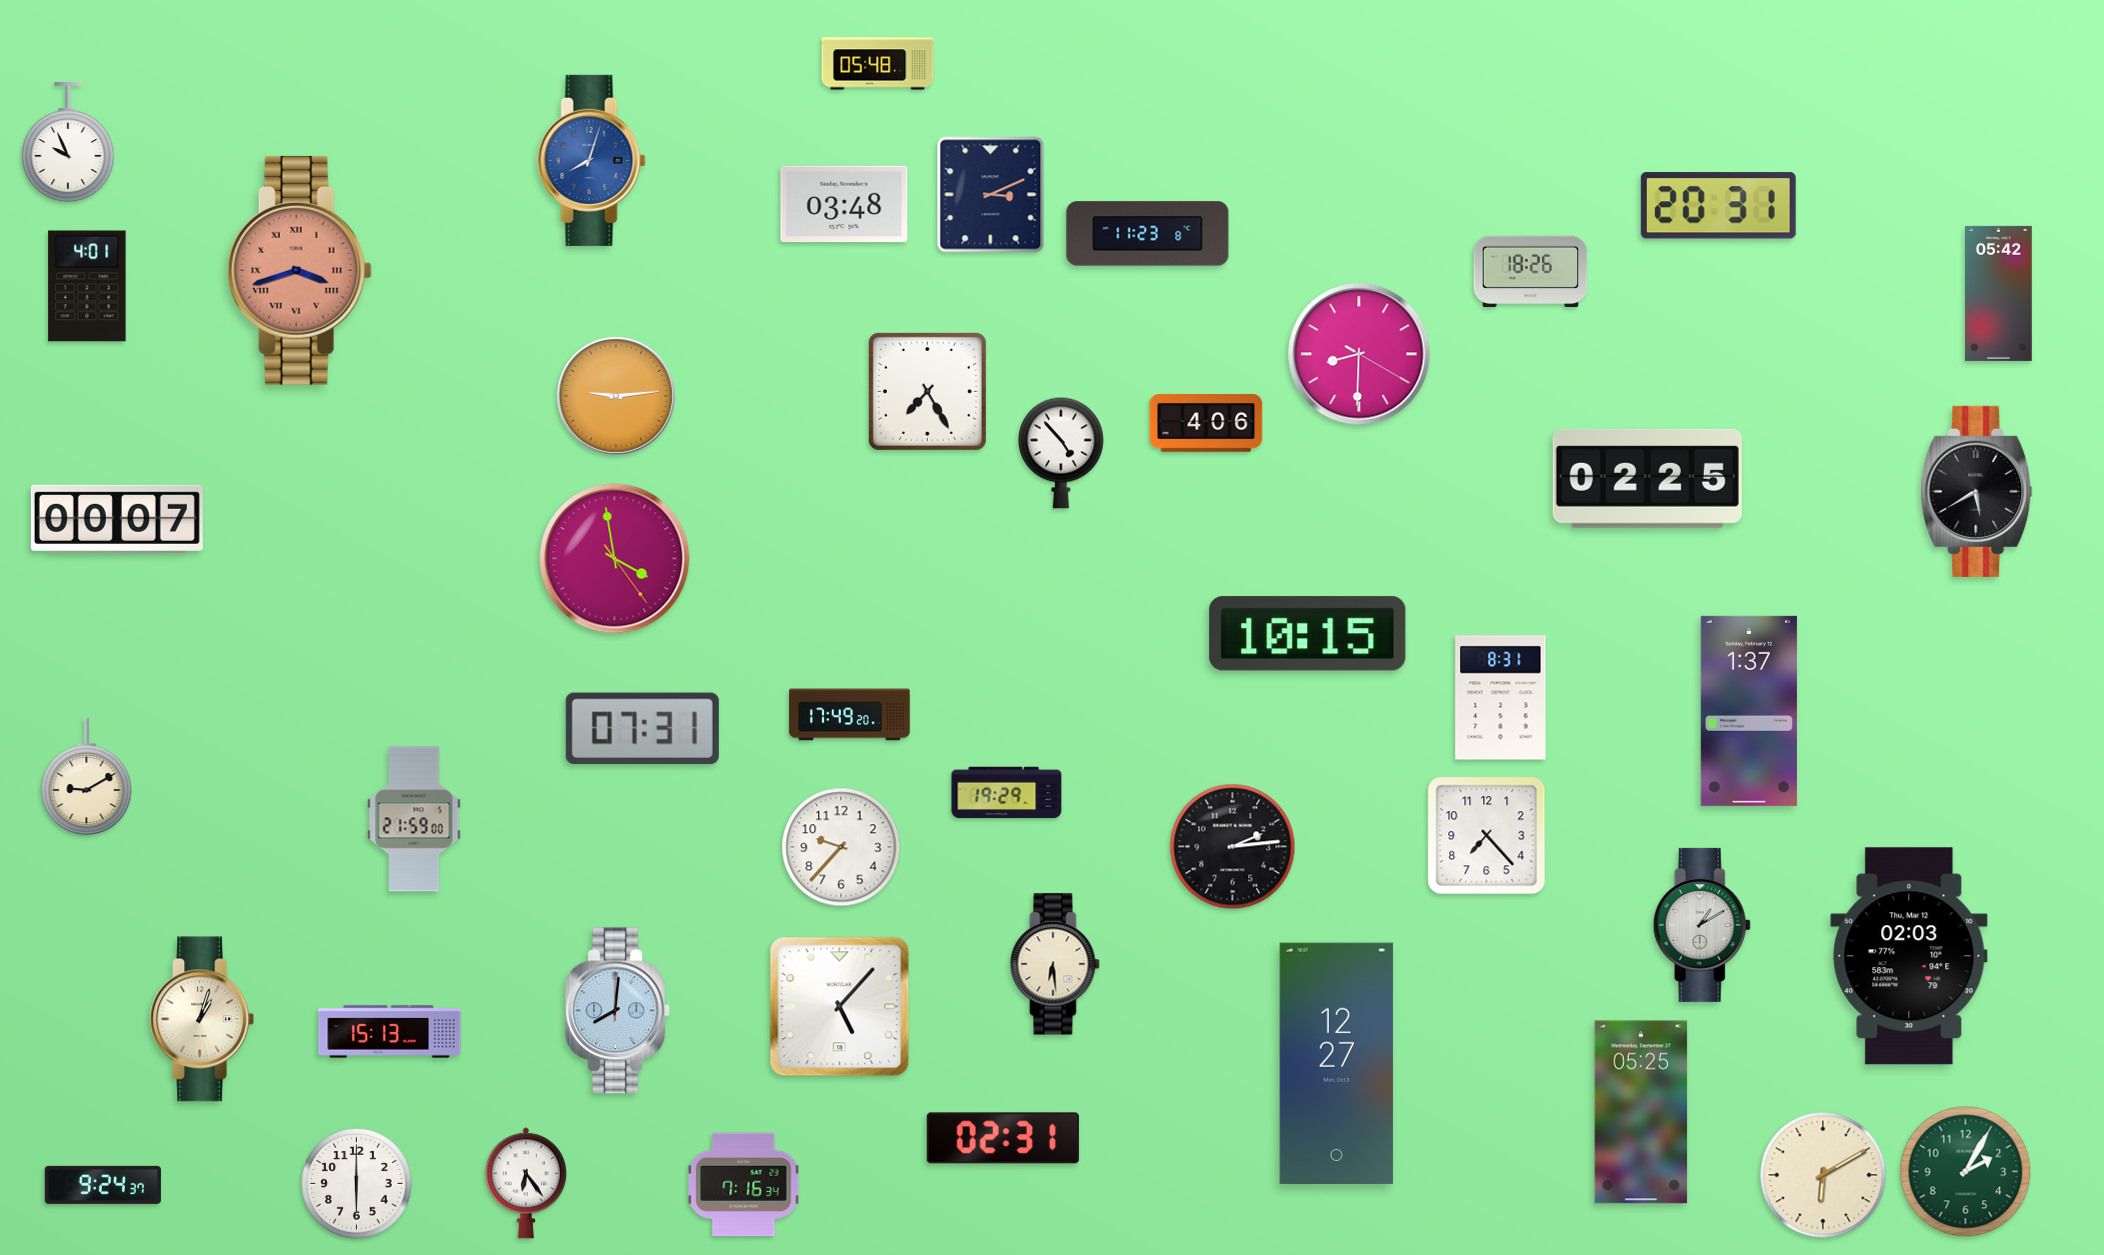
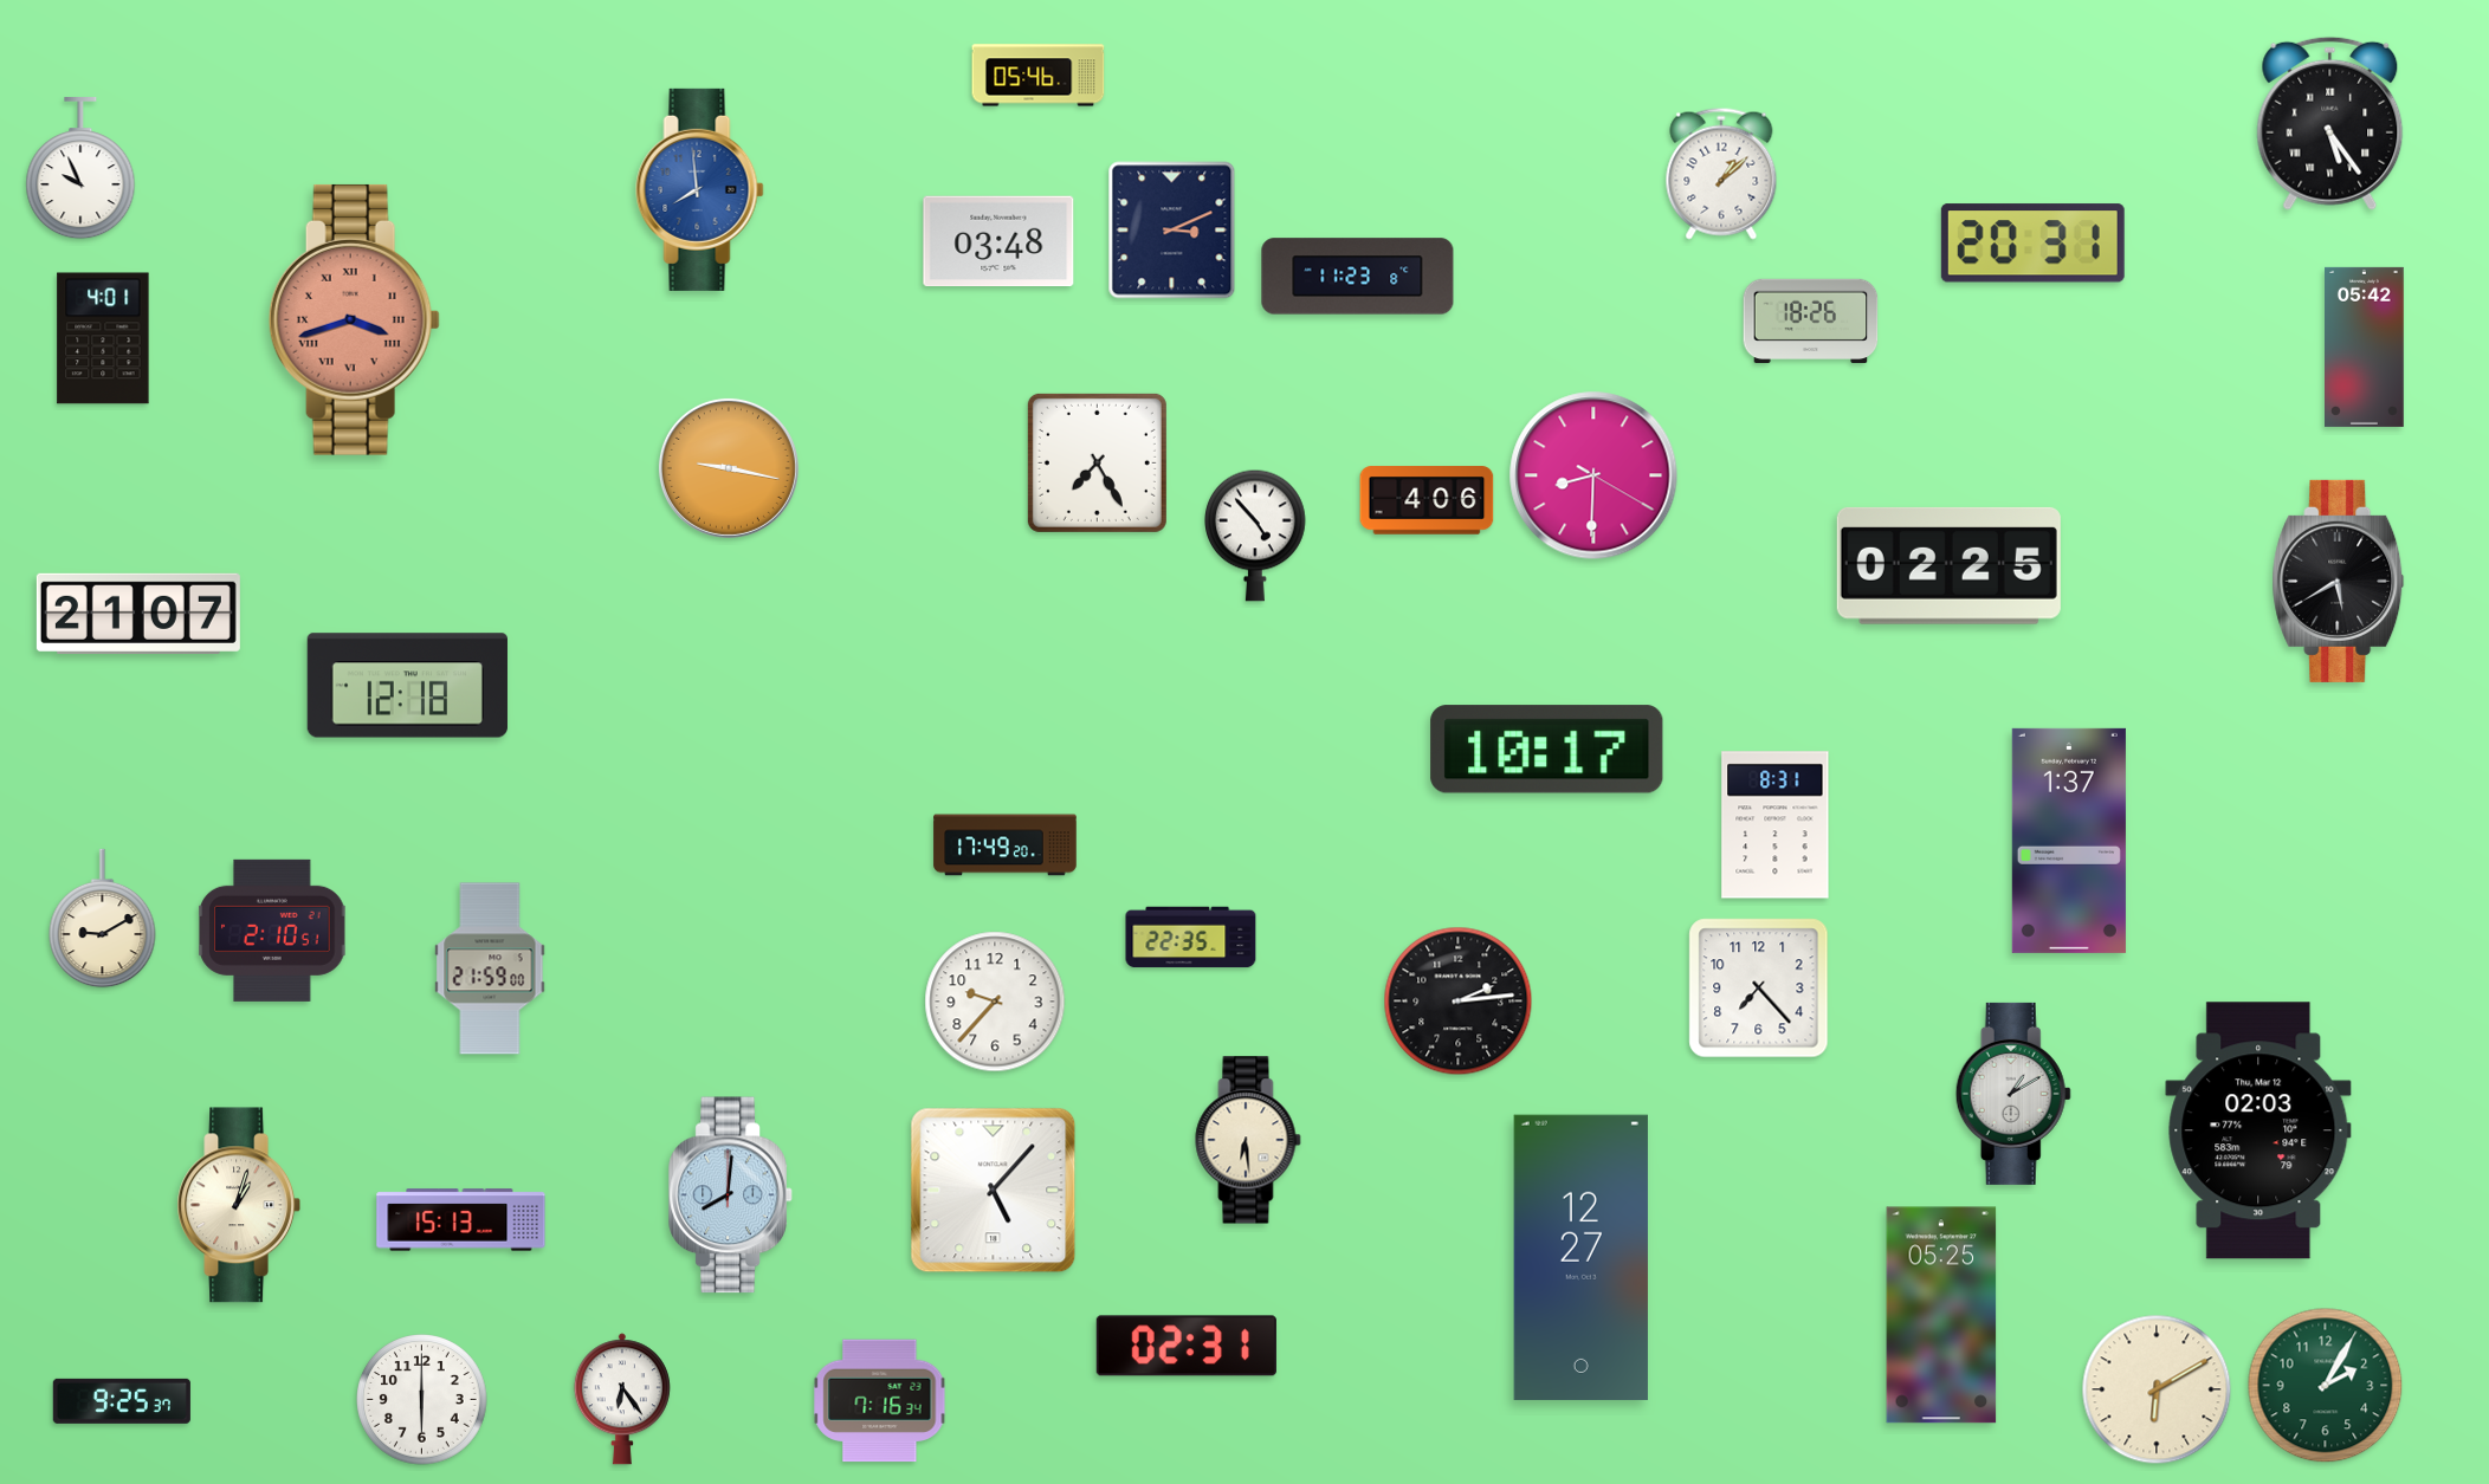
clock at (878, 64): 05:48 -> 05:46
clock at (2330, 123): none -> 5:24
clock at (1721, 174): none -> 1:08
clock at (592, 160): 8:03 -> 7:59
clock at (1359, 354) position: (1359, 354) -> (1593, 475)
clock at (616, 396): 9:14 -> 9:17
clock at (117, 519): 00:07 -> 21:07
clock at (615, 559): 3:58 -> none
clock at (407, 686): none -> 12:18
clock at (1308, 634): 10:15 -> 10:17
clock at (642, 729): 07:31 -> none
clock at (272, 931): none -> 2:10
clock at (1007, 793): 19:29 -> 22:35
clock at (103, 1185): 9:24 -> 9:25
